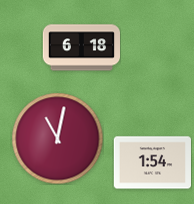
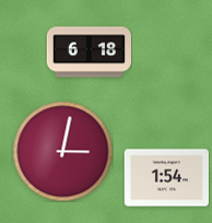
clock at (57, 138): 11:02 -> 3:02
